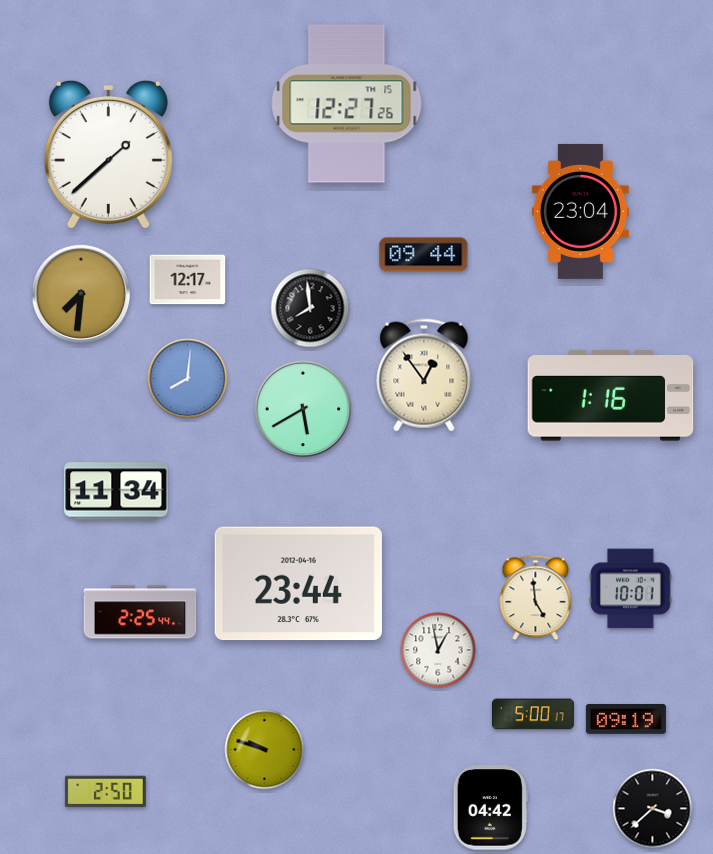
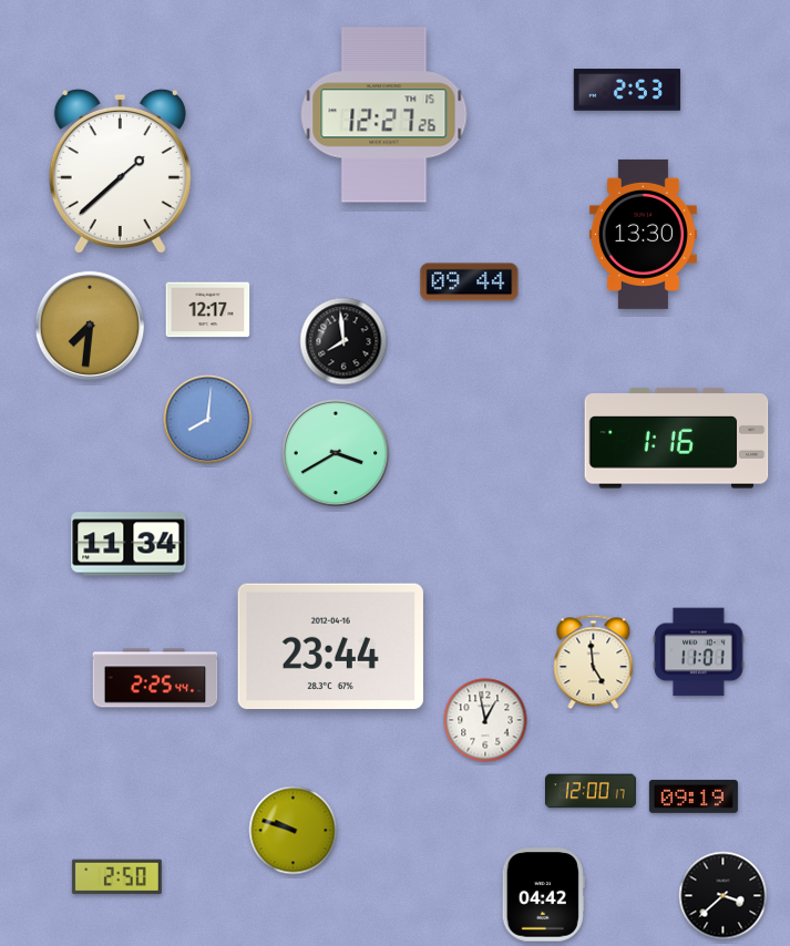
clock at (627, 90): none -> 2:53
clock at (580, 211): 23:04 -> 13:30
clock at (424, 375): 12:54 -> none
clock at (303, 409): 5:40 -> 3:40
clock at (631, 589): 10:01 -> 11:01
clock at (533, 714): 5:00 -> 12:00
